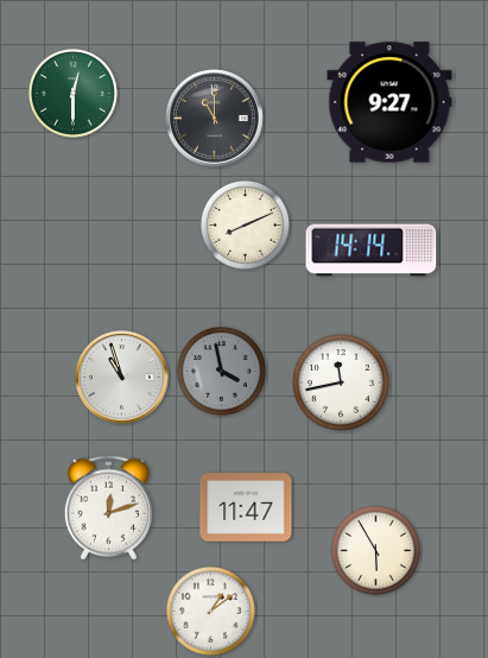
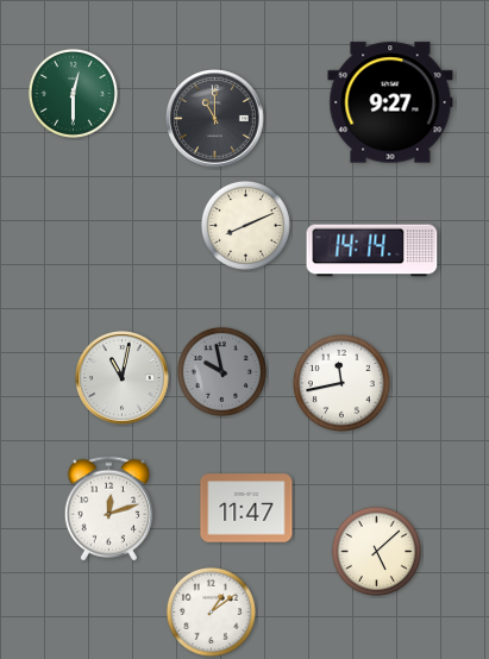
clock at (221, 371): 3:58 -> 9:58
clock at (122, 378): 10:57 -> 11:02
clock at (375, 550): 5:55 -> 5:08
